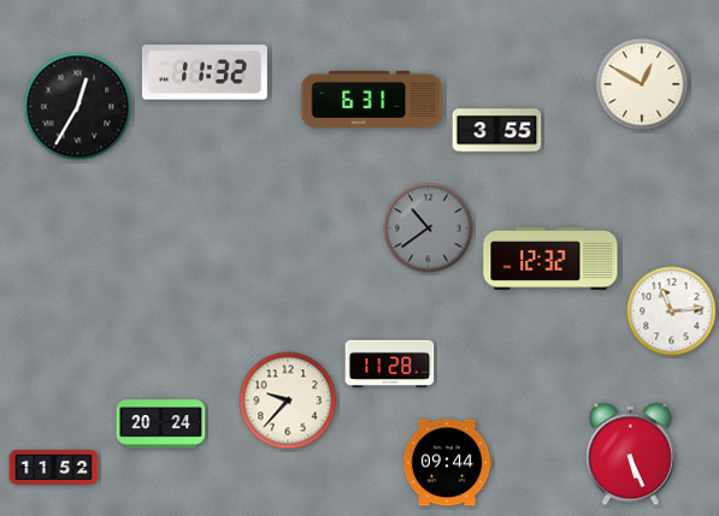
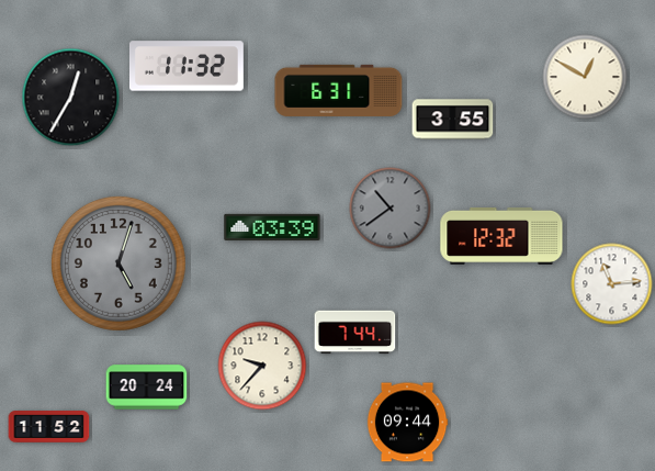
clock at (272, 226): none -> 03:39
clock at (118, 263): none -> 5:03
clock at (390, 364): 11:28 -> 7:44
clock at (631, 455): 5:26 -> none
